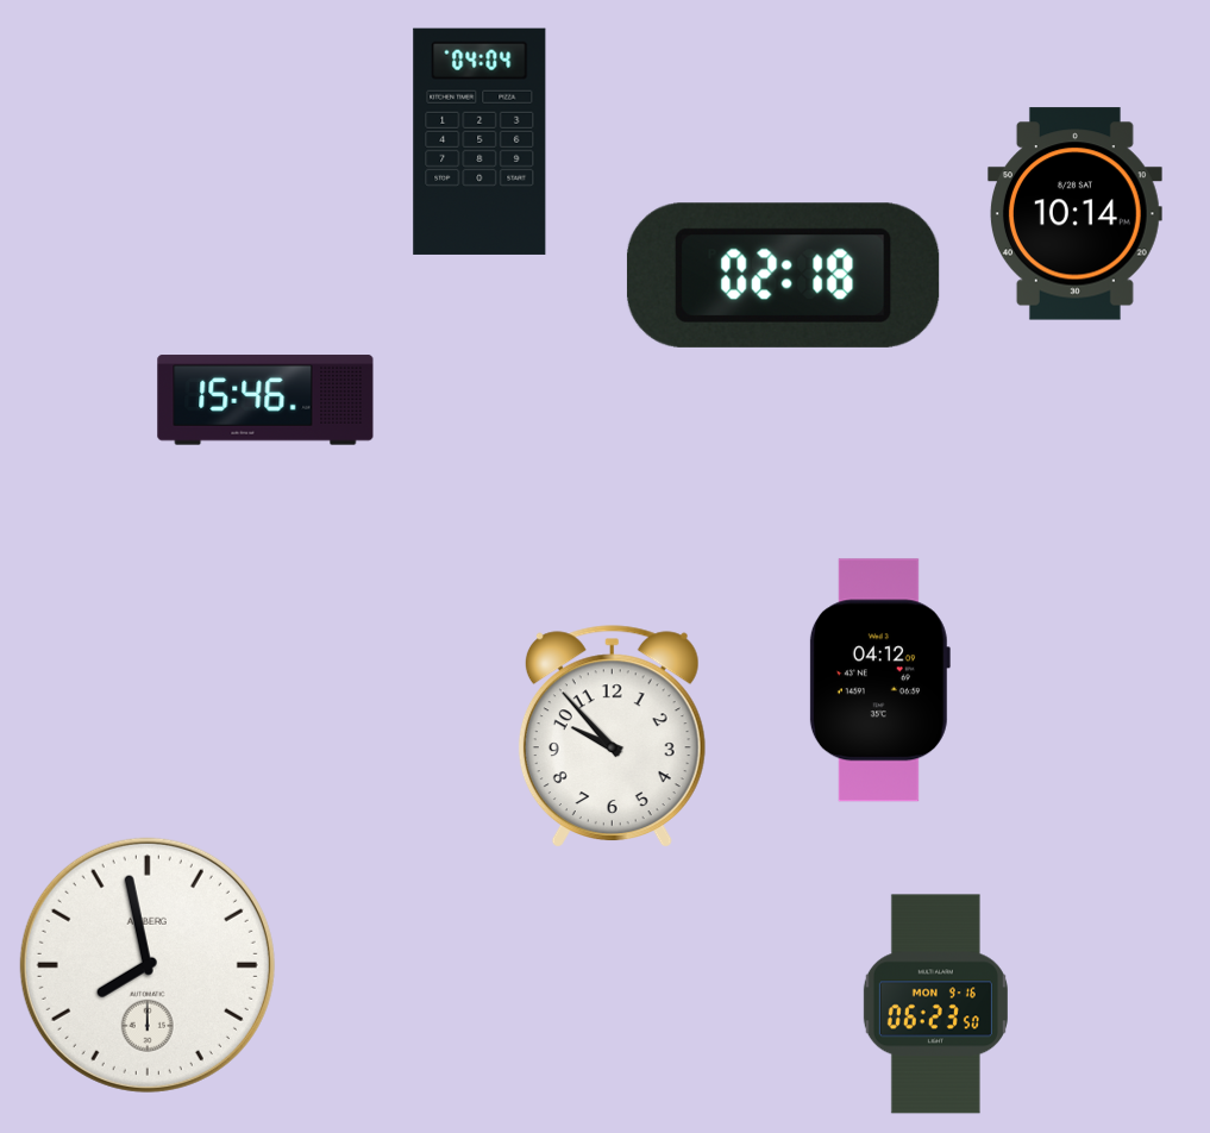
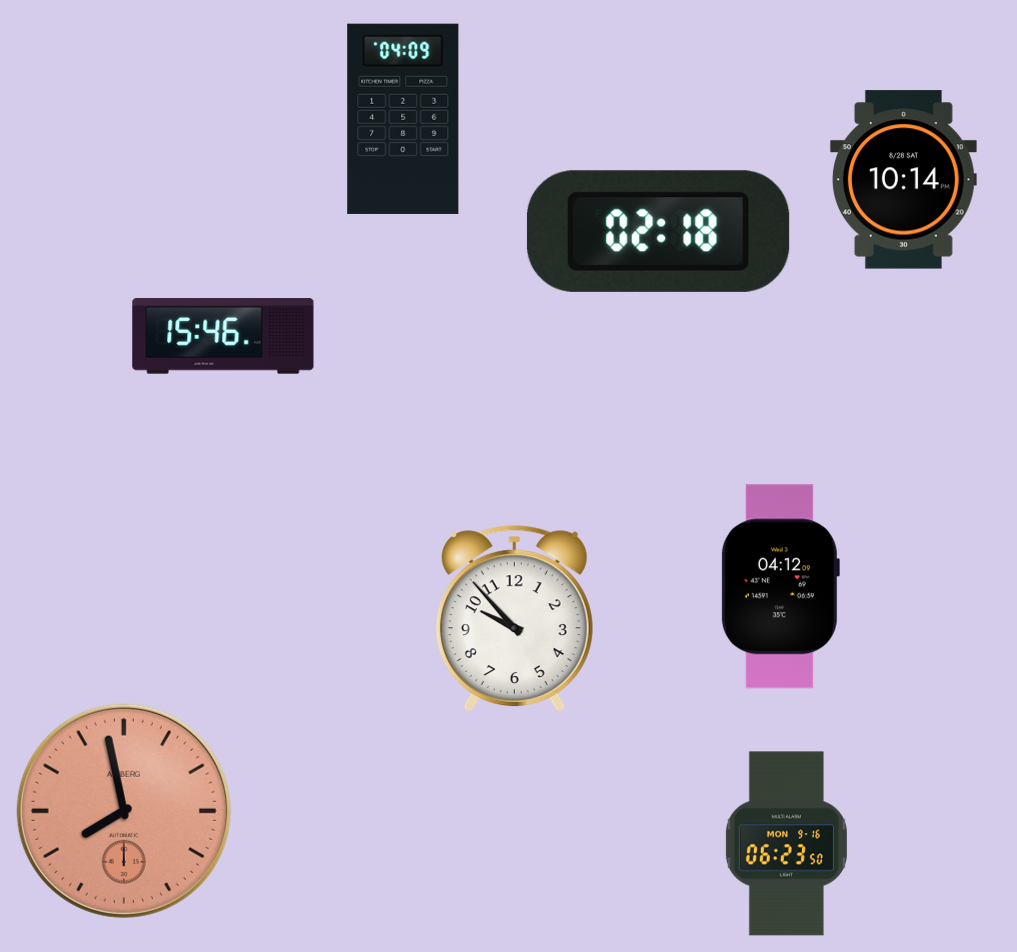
clock at (479, 142): 04:04 -> 04:09
clock at (879, 681) position: (879, 681) -> (780, 587)
clock at (148, 965) dial: white -> salmon
